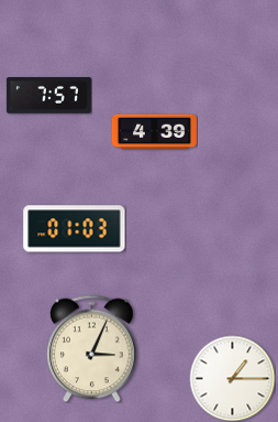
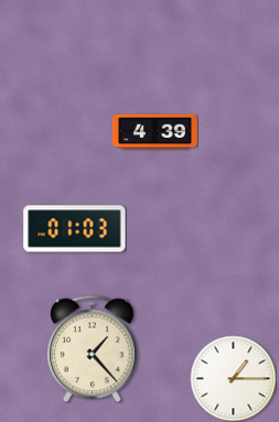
clock at (48, 96): 7:57 -> none
clock at (92, 348): 3:04 -> 1:23
